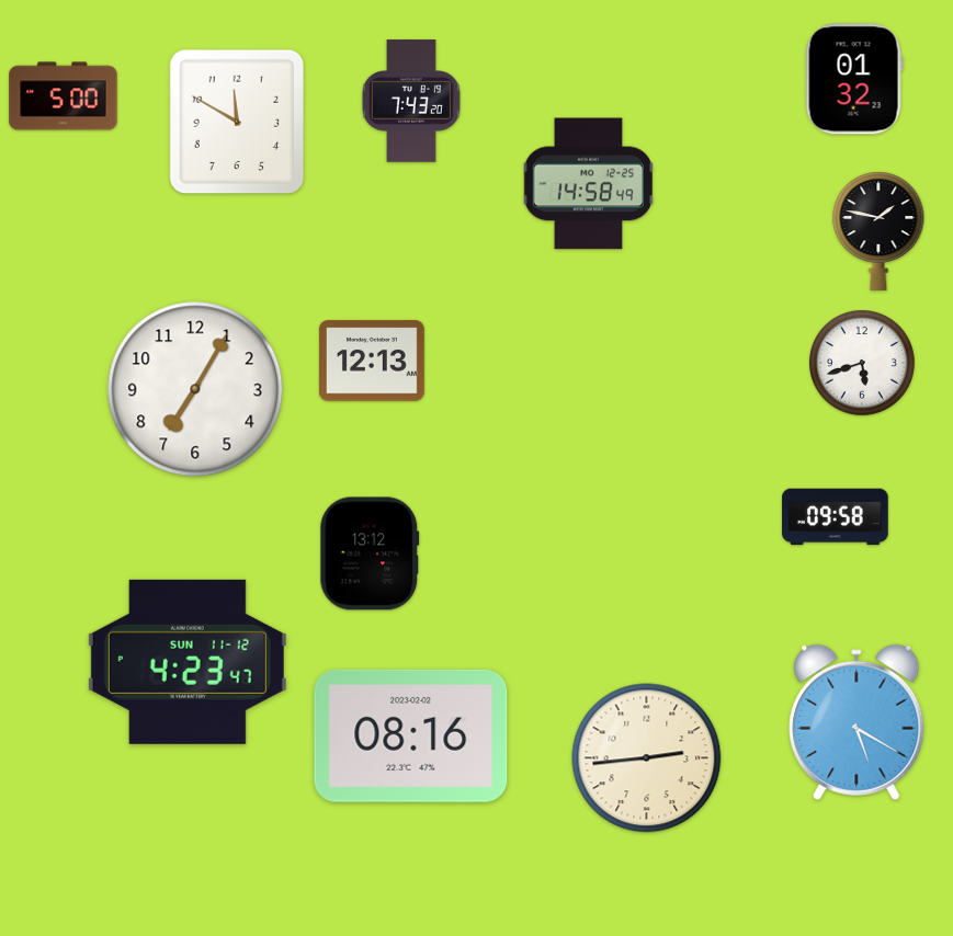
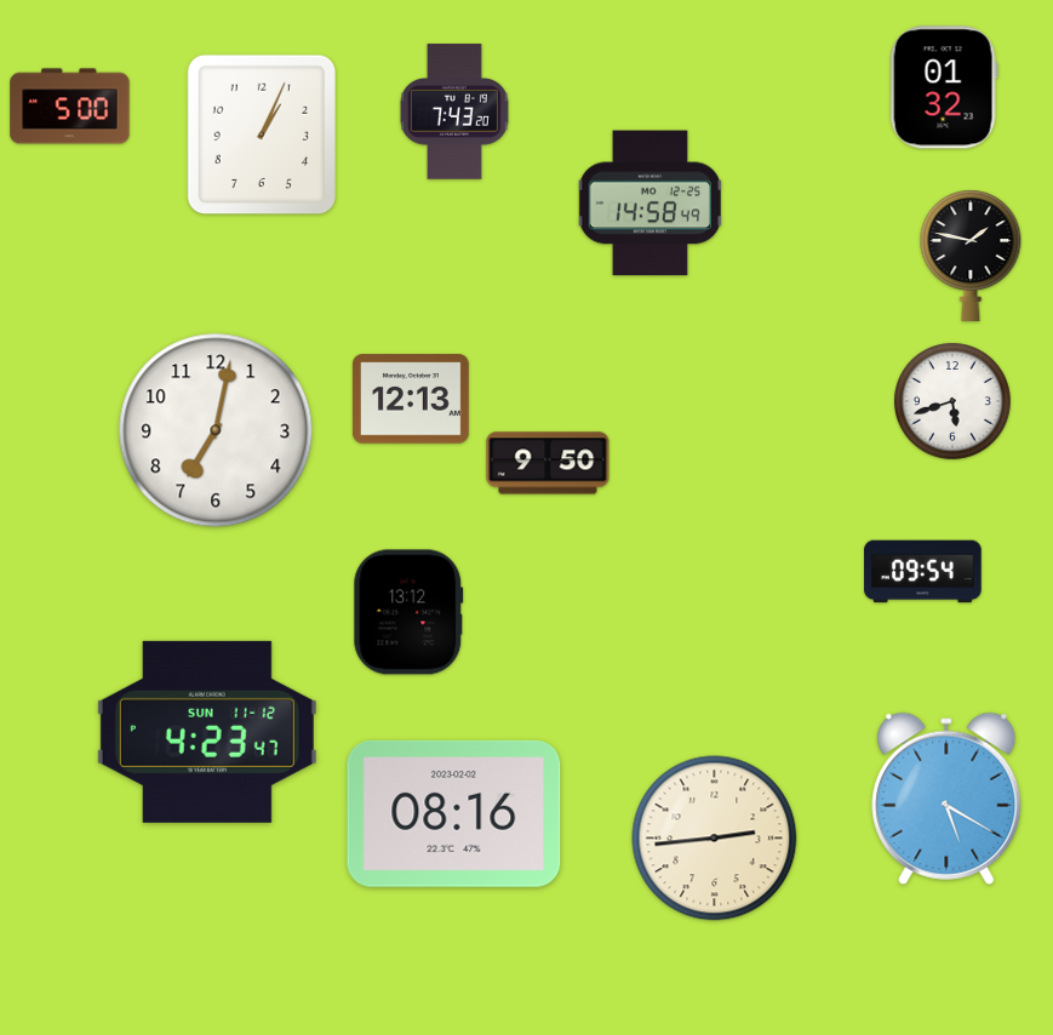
clock at (237, 122): 11:50 -> 1:04
clock at (195, 389): 7:05 -> 7:02
clock at (548, 463): none -> 9:50
clock at (836, 517): 09:58 -> 09:54
